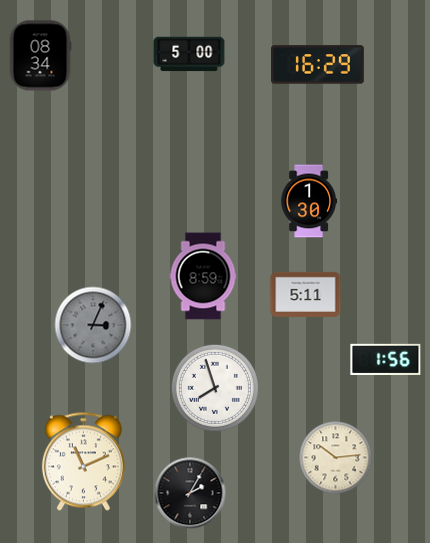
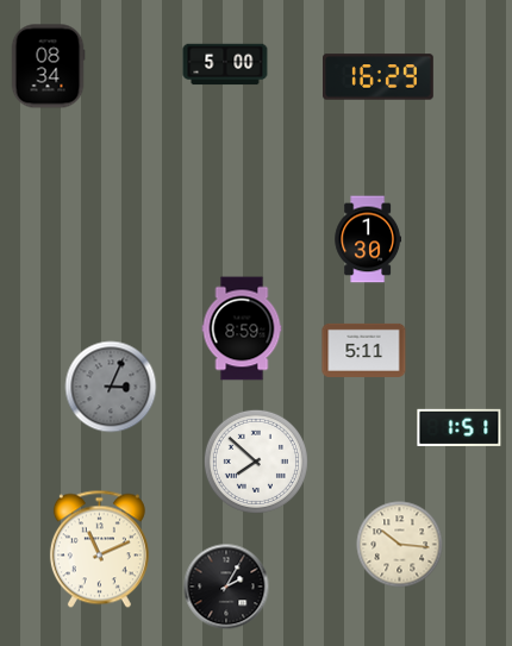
clock at (386, 359): 1:56 -> 1:51
clock at (215, 388): 7:57 -> 7:52
clock at (336, 458): 10:14 -> 10:16
